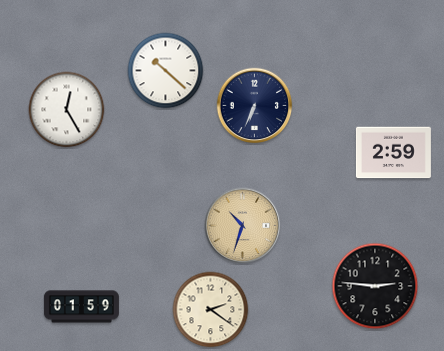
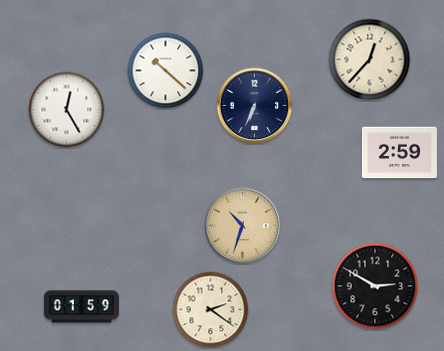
clock at (370, 60): none -> 12:37
clock at (393, 153) position: (393, 153) -> (399, 153)
clock at (375, 286): 2:46 -> 2:50
